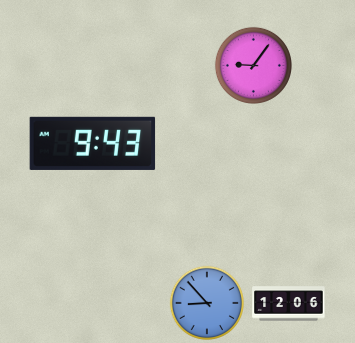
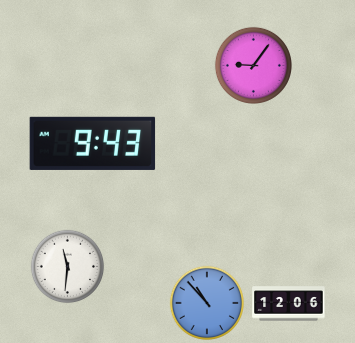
clock at (68, 267): none -> 11:31
clock at (206, 302): 8:53 -> 10:53
